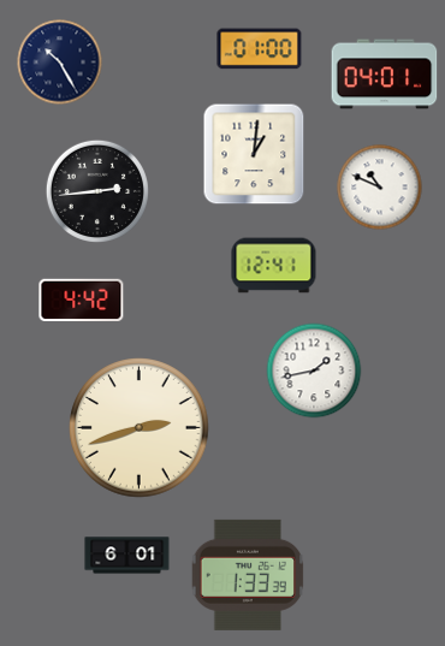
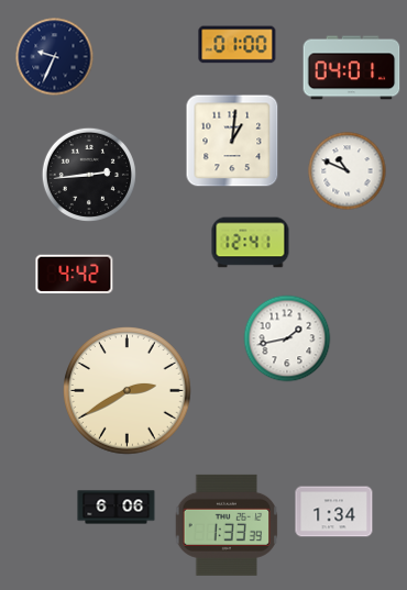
clock at (60, 63): 10:25 -> 9:34
clock at (140, 428): 2:42 -> 2:40
clock at (127, 556): 6:01 -> 6:06
clock at (334, 512): none -> 1:34
